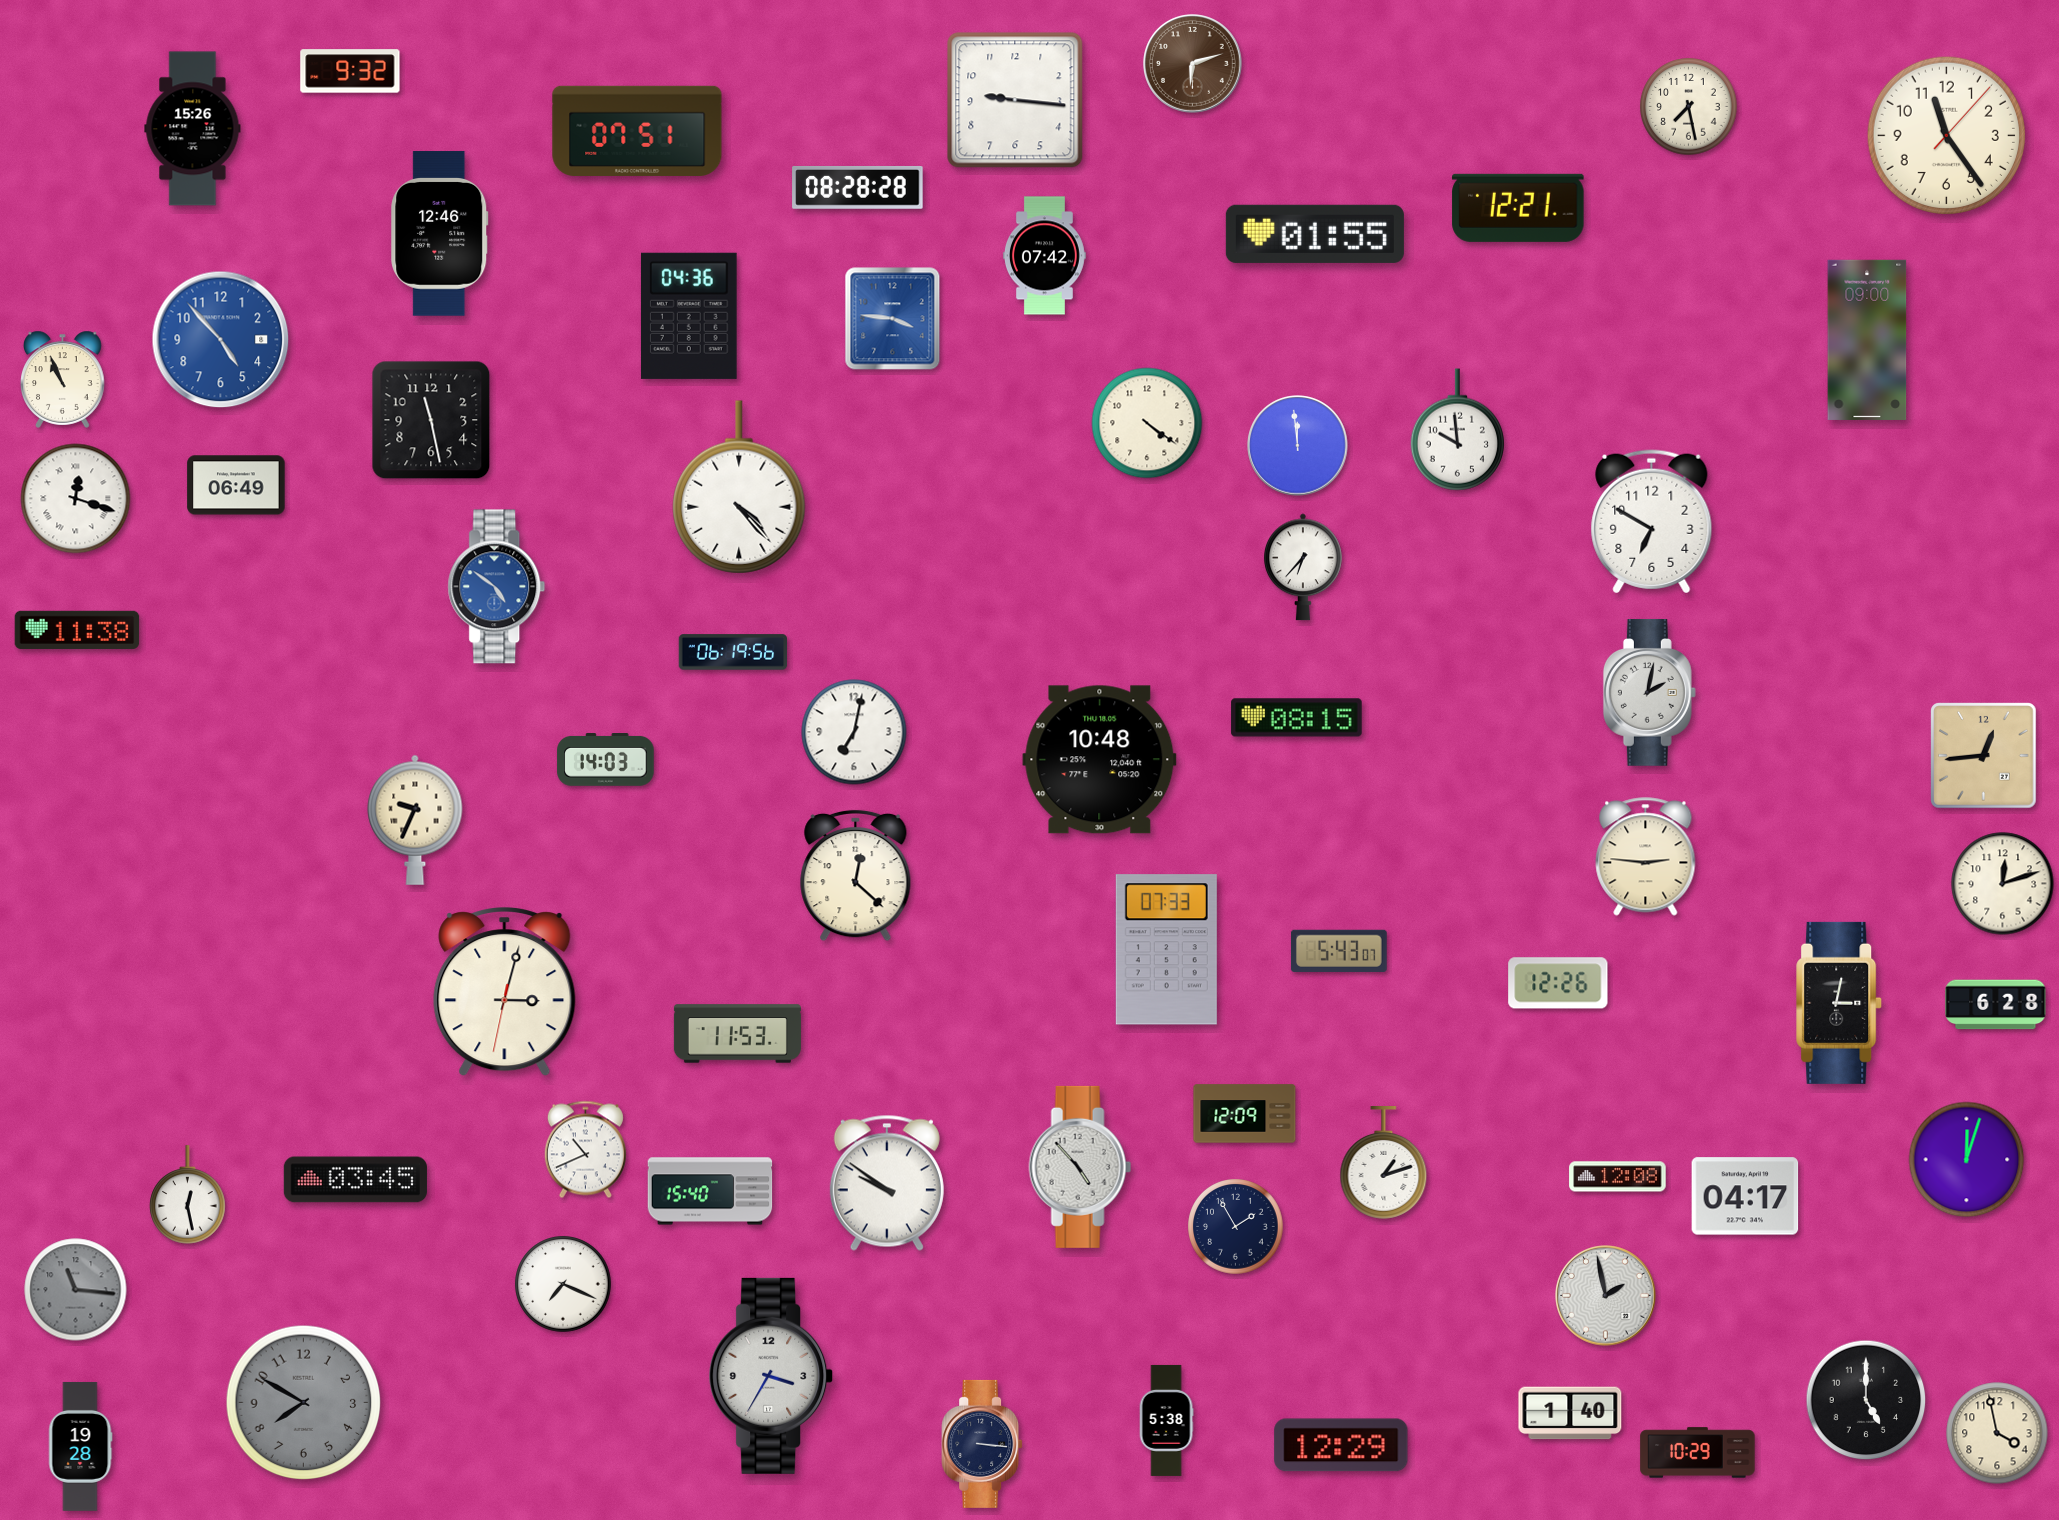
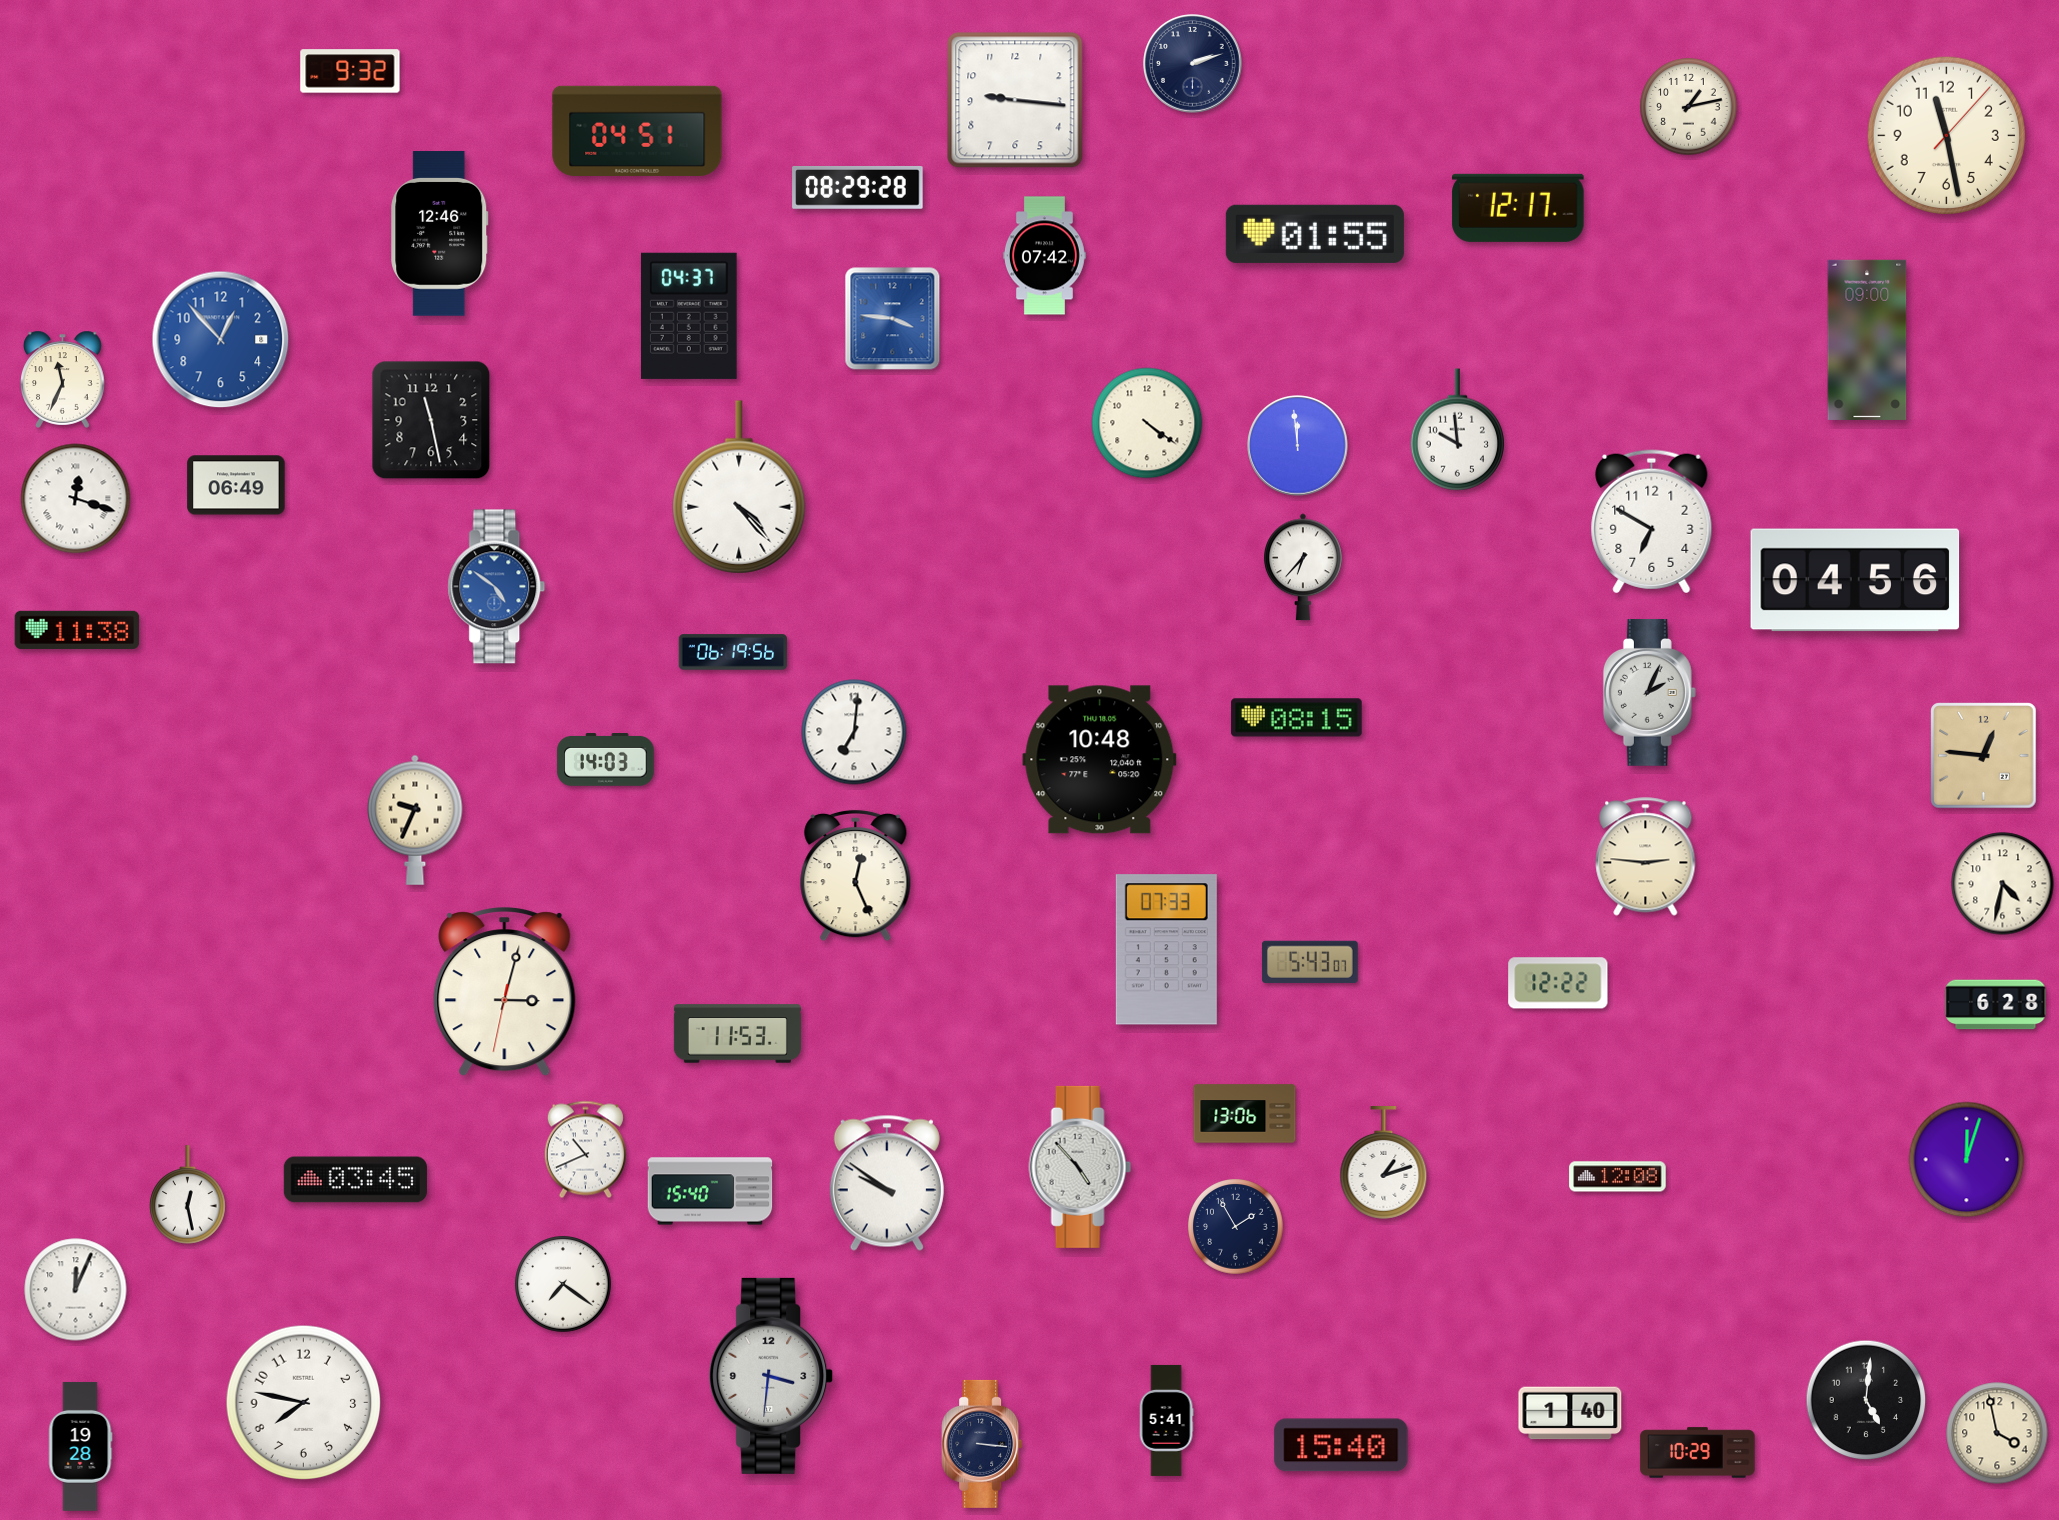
clock at (1193, 64): 6:12 -> 2:12
clock at (1193, 64) dial: brown -> navy
clock at (1689, 107): 7:28 -> 1:13
clock at (193, 129): 15:26 -> none
clock at (637, 131): 07:51 -> 04:51
clock at (1946, 135): 11:24 -> 11:28
clock at (858, 188): 08:28 -> 08:29
clock at (1518, 208): 12:21 -> 12:17
clock at (689, 316): 04:36 -> 04:37
clock at (221, 340): 4:53 -> 12:53
clock at (63, 379): 10:56 -> 11:34
clock at (1855, 580): none -> 04:56
clock at (1649, 693): 2:02 -> 2:04
clock at (854, 732): 7:02 -> 7:01
clock at (1984, 756): 12:44 -> 12:46
clock at (856, 876): 12:22 -> 12:26
clock at (2003, 884): 12:12 -> 4:32
clock at (1339, 951) position: (1339, 951) -> (1310, 962)
clock at (1558, 983): 12:26 -> 12:22
clock at (1840, 1003): 3:02 -> none
clock at (1245, 1114): 12:09 -> 13:06
clock at (1745, 1196): 04:17 -> none
clock at (563, 1284): 7:19 -> 7:21
clock at (76, 1290): 11:16 -> 12:04
clock at (76, 1290) dial: grey -> white
clock at (1606, 1296): 1:58 -> none
clock at (772, 1376): 3:35 -> 3:31
clock at (1866, 1400): 5:00 -> 5:01
clock at (304, 1403): 7:50 -> 7:47
clock at (304, 1403) dial: grey -> white
clock at (1166, 1420): 5:38 -> 5:41
clock at (1341, 1445): 12:29 -> 15:40
